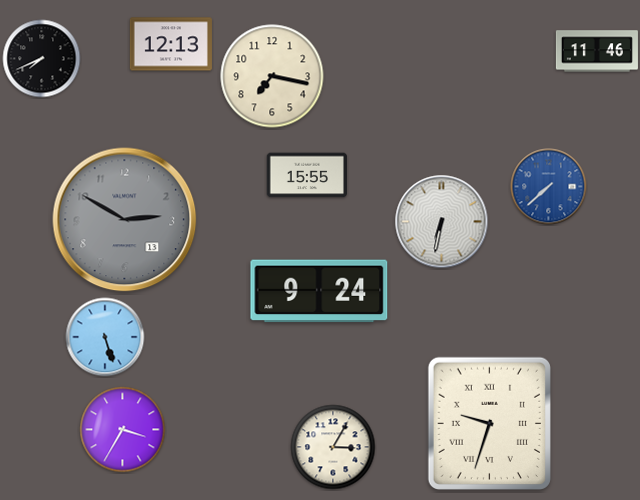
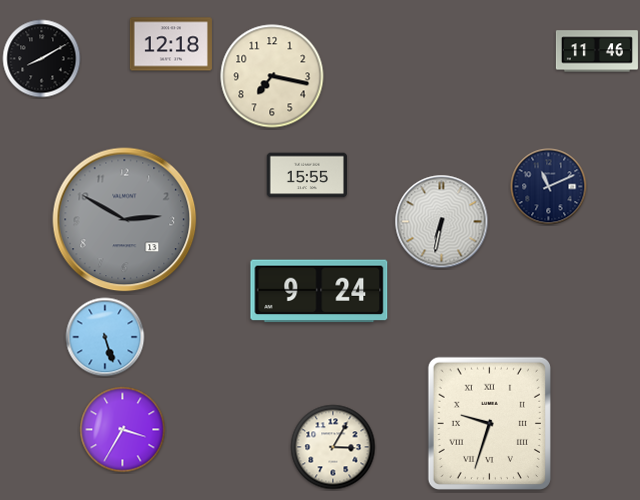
clock at (171, 44): 12:13 -> 12:18
clock at (42, 59): 7:41 -> 8:10
clock at (549, 187): 7:38 -> 11:11
clock at (549, 187) dial: blue -> navy
